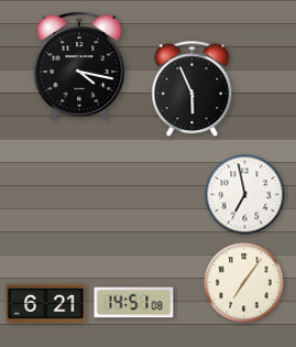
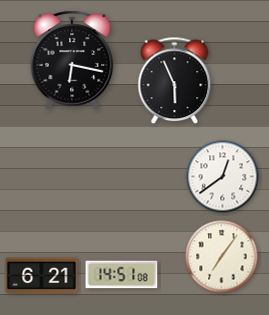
clock at (79, 66): 4:17 -> 6:17
clock at (245, 195): 6:58 -> 12:39
